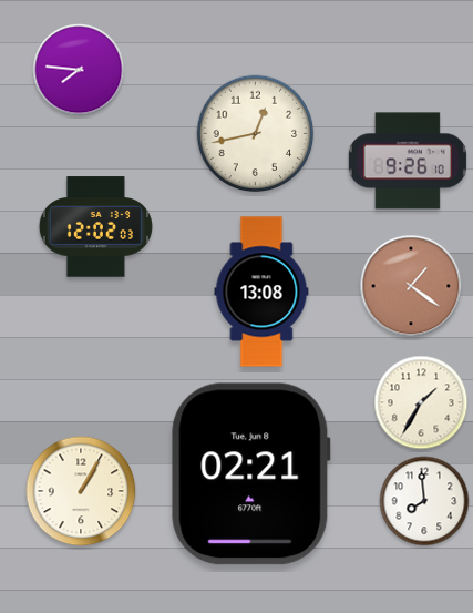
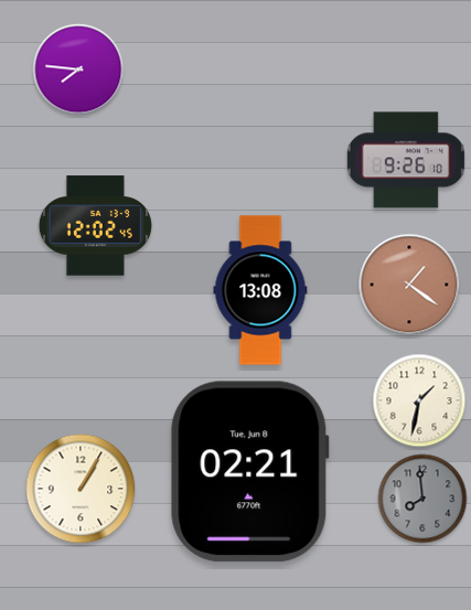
clock at (256, 134): 12:43 -> none
clock at (95, 227): 12:02:03 -> 12:02:45
clock at (421, 402): 1:35 -> 1:32
clock at (424, 501) dial: white -> grey
